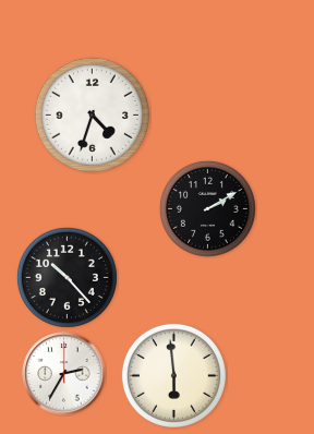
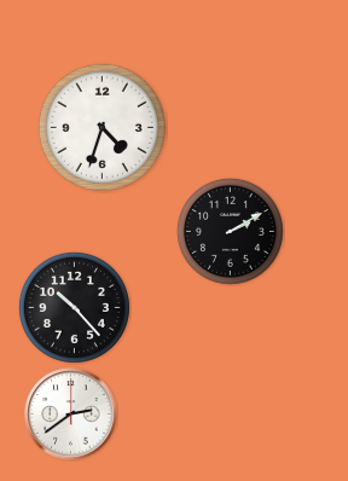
clock at (64, 374): 2:35 -> 2:39
clock at (173, 375): 5:59 -> none
